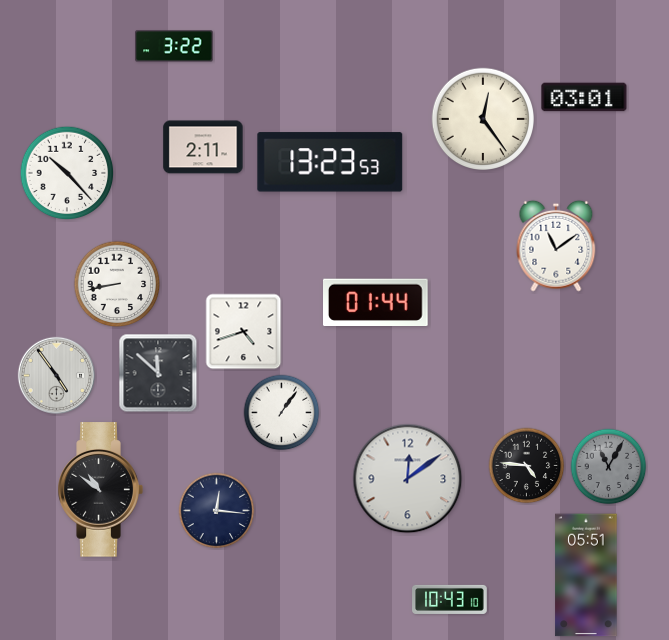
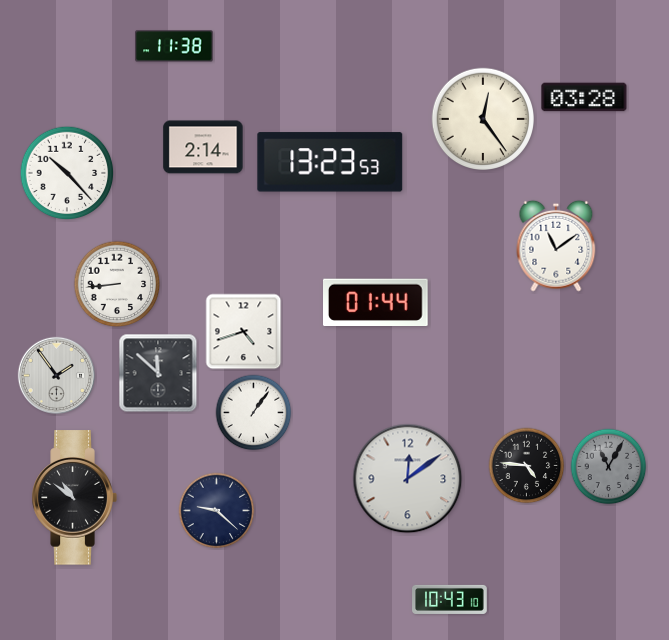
clock at (174, 46): 3:22 -> 11:38
clock at (584, 97): 03:01 -> 03:28
clock at (203, 147): 2:11 -> 2:14
clock at (117, 284): 8:43 -> 8:44
clock at (56, 375): 4:54 -> 1:54
clock at (282, 413) position: (282, 413) -> (254, 413)
clock at (100, 490) position: (100, 490) -> (74, 498)
clock at (217, 511): 12:16 -> 9:22
clock at (586, 575): 05:51 -> none
